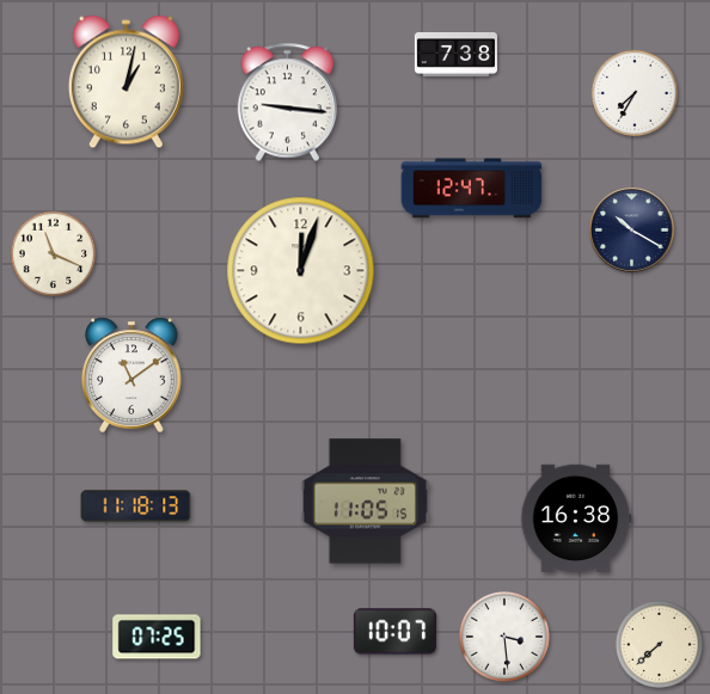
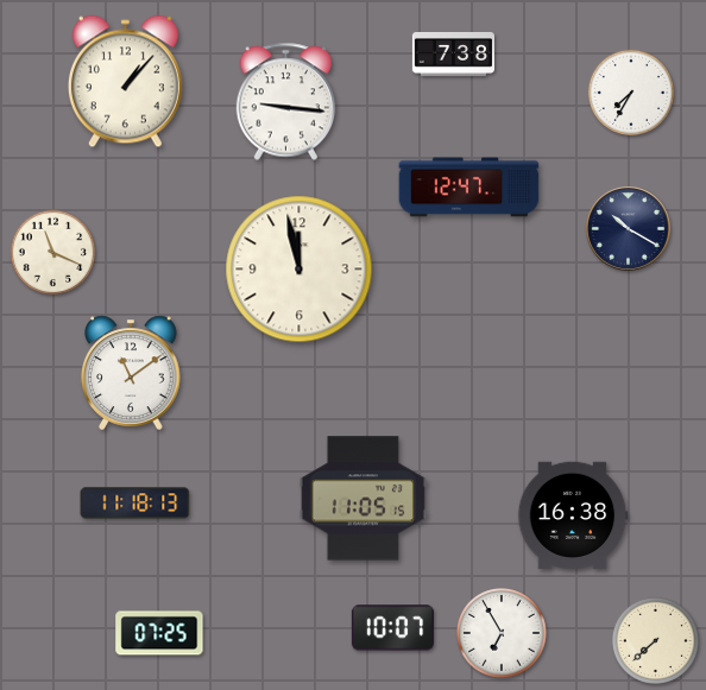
clock at (126, 82): 1:02 -> 1:07
clock at (301, 271): 12:03 -> 11:58
clock at (157, 637) position: (157, 637) -> (159, 633)
clock at (506, 638): 3:29 -> 6:55
